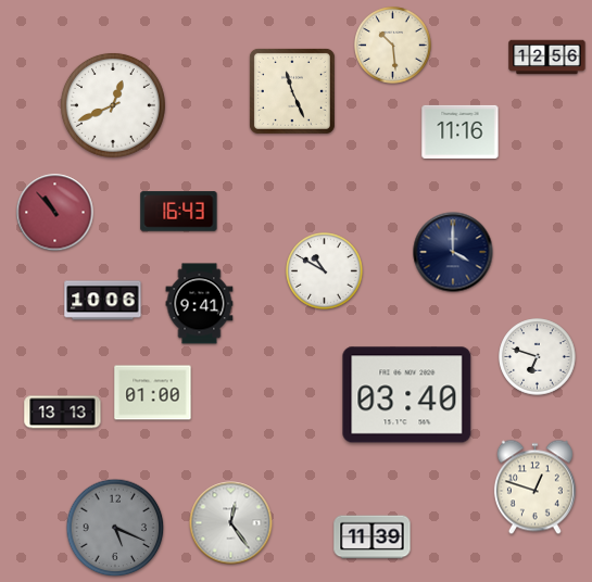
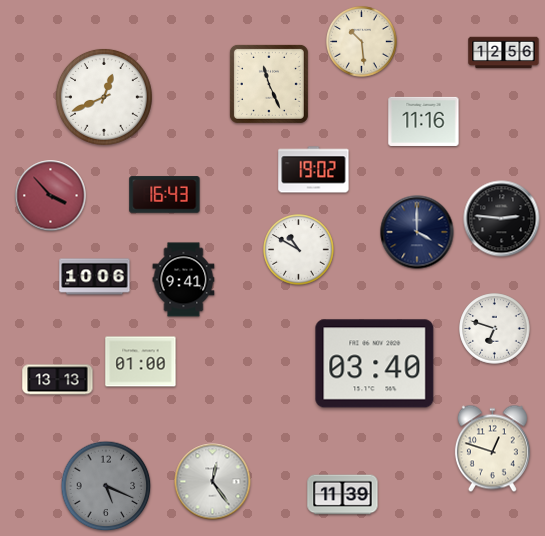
clock at (314, 170): none -> 19:02
clock at (55, 213): 10:53 -> 3:53
clock at (502, 219): none -> 2:46
